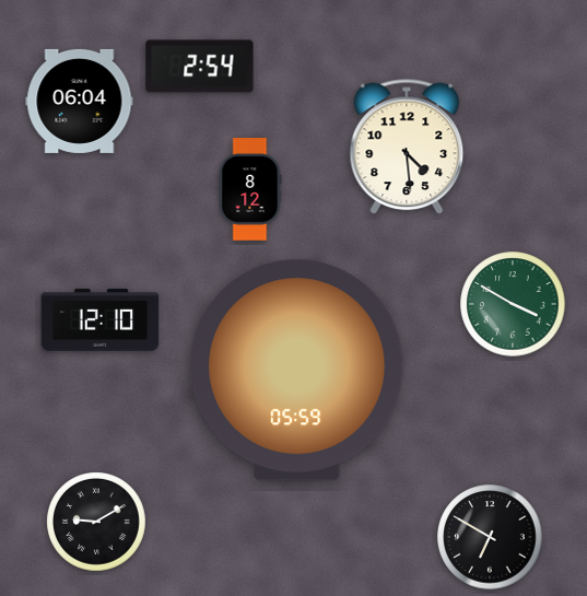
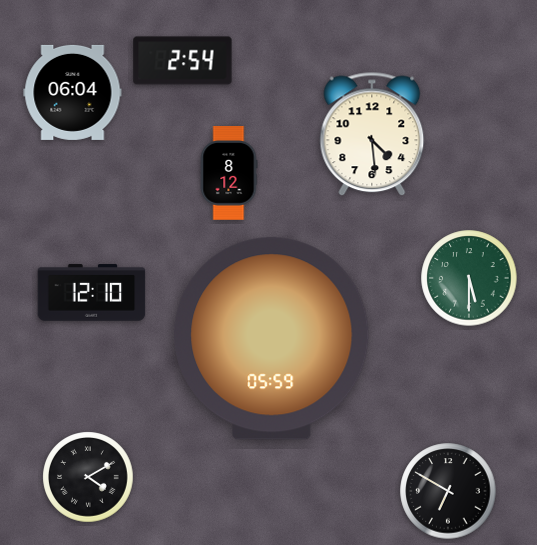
clock at (513, 304): 3:50 -> 5:30
clock at (96, 522): 9:10 -> 4:10
